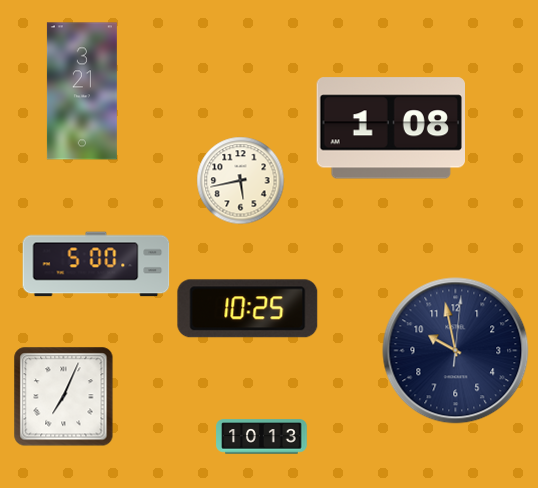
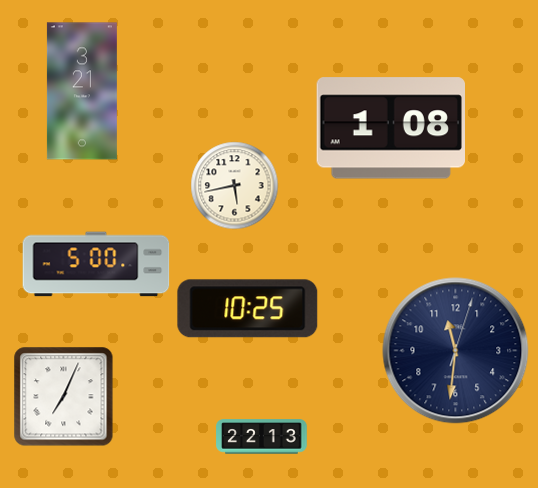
clock at (241, 181) position: (241, 181) -> (235, 186)
clock at (456, 351): 9:58 -> 11:31
clock at (262, 437): 10:13 -> 22:13
